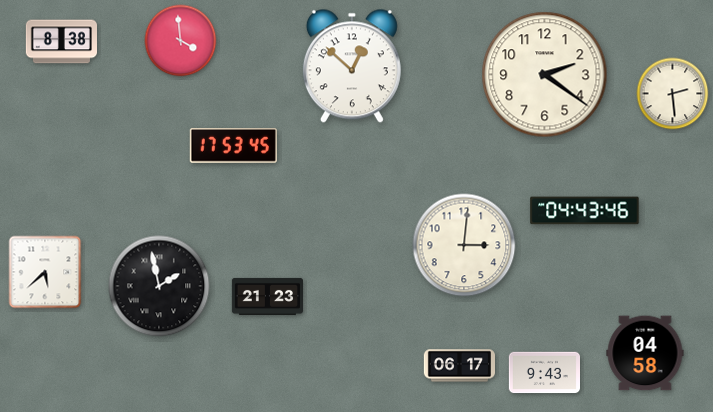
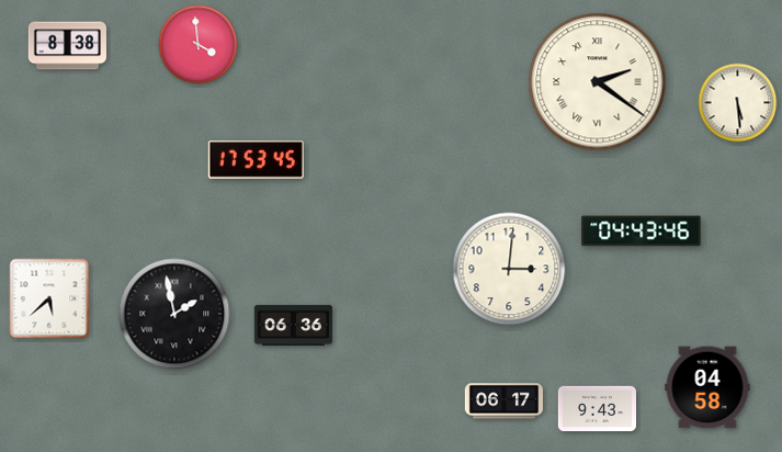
clock at (352, 66): 12:52 -> none
clock at (545, 75) numerals: Arabic -> Roman
clock at (673, 94): 2:29 -> 5:29
clock at (267, 296): 21:23 -> 06:36
